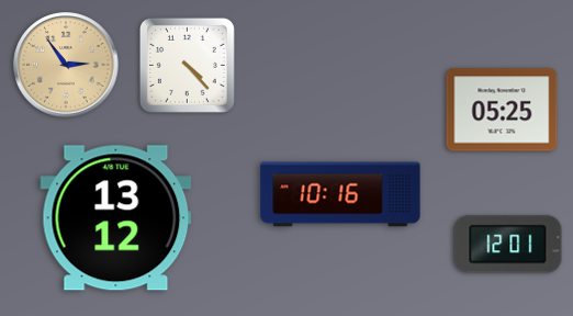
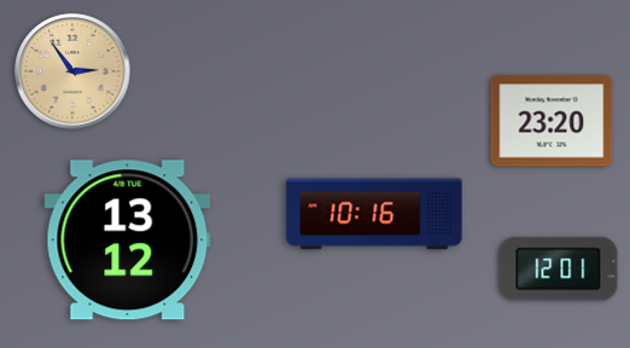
clock at (187, 65): 4:23 -> none
clock at (502, 110): 05:25 -> 23:20
